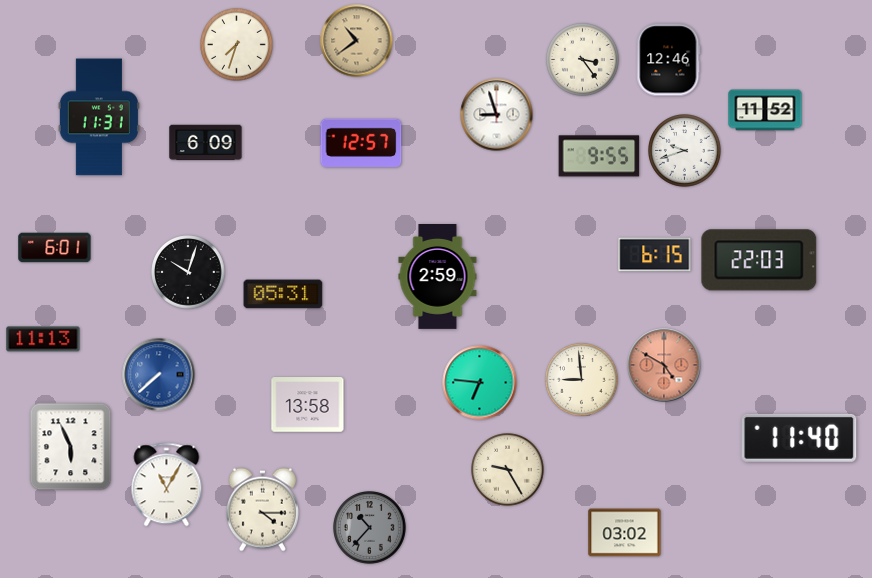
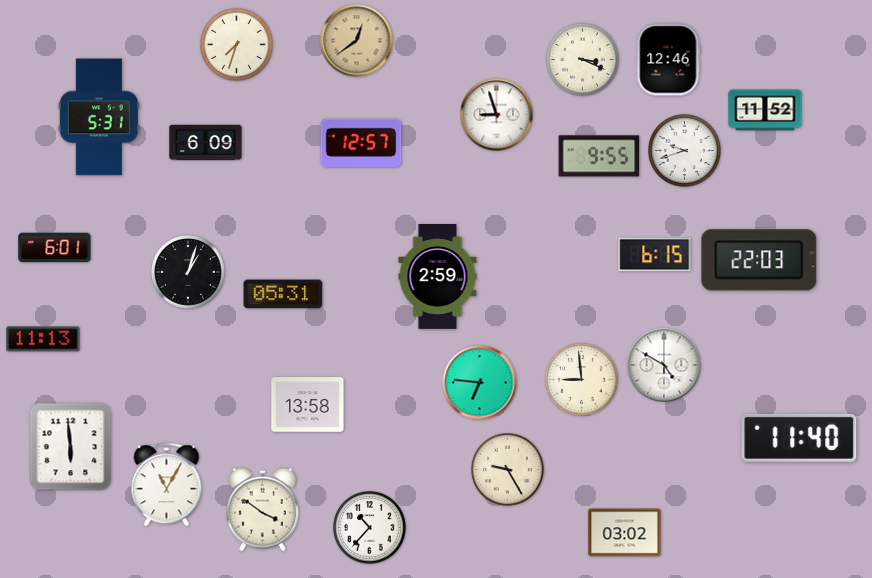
clock at (357, 41): 10:39 -> 12:39
clock at (583, 60): 3:24 -> 3:19
clock at (99, 117): 11:31 -> 5:31
clock at (188, 272): 10:03 -> 1:03
clock at (664, 365) dial: salmon -> white
clock at (159, 375): 7:38 -> none
clock at (71, 447): 5:56 -> 5:59
clock at (262, 510): 4:15 -> 3:51
clock at (370, 528) dial: grey -> white
